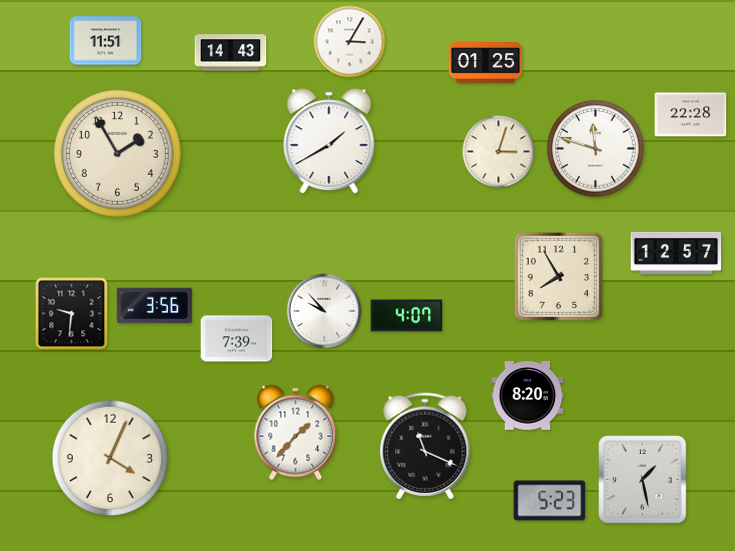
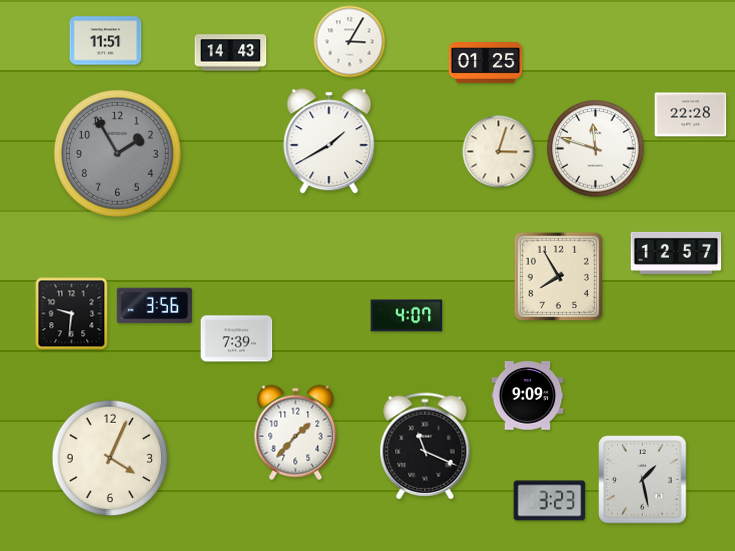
clock at (117, 153) dial: cream -> grey
clock at (324, 311): 9:53 -> none
clock at (528, 396): 8:20 -> 9:09
clock at (550, 501): 5:23 -> 3:23
